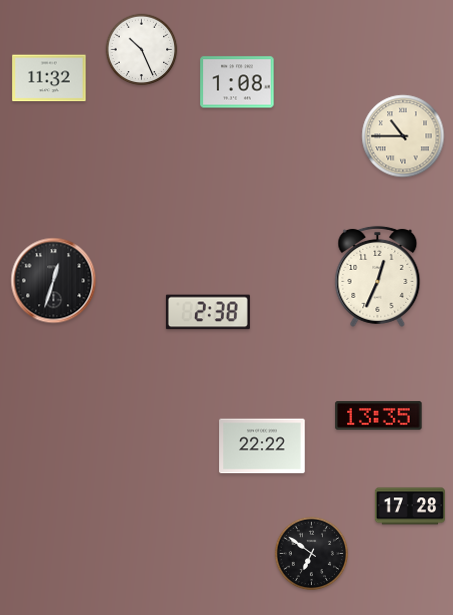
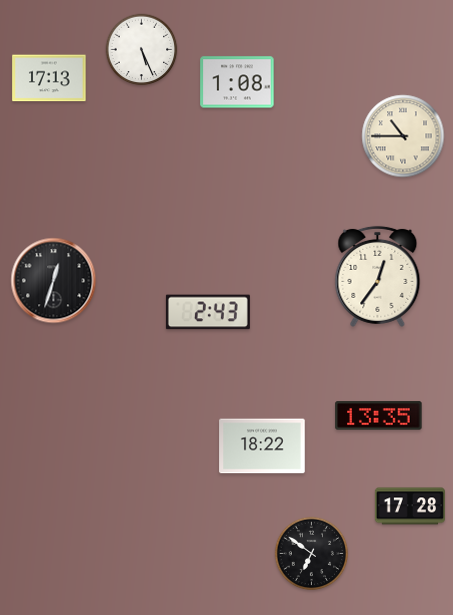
clock at (142, 50): 10:26 -> 5:26
clock at (49, 78): 11:32 -> 17:13
clock at (378, 276): 12:34 -> 12:36
clock at (208, 312): 2:38 -> 2:43
clock at (262, 446): 22:22 -> 18:22
